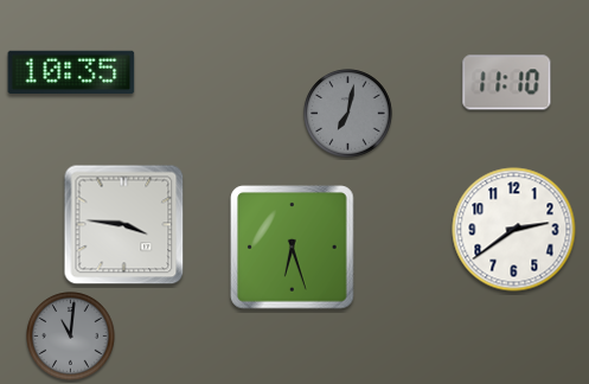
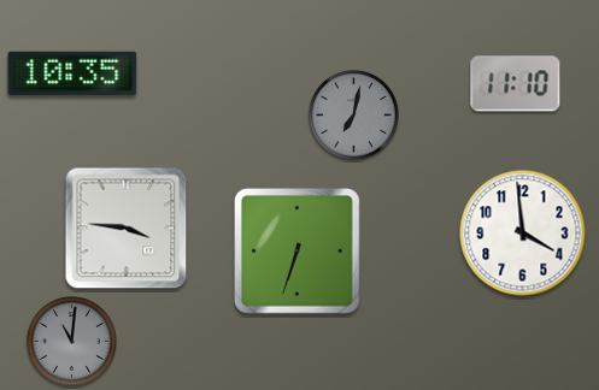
clock at (514, 230): 2:39 -> 3:59
clock at (293, 248): 6:27 -> 6:33
